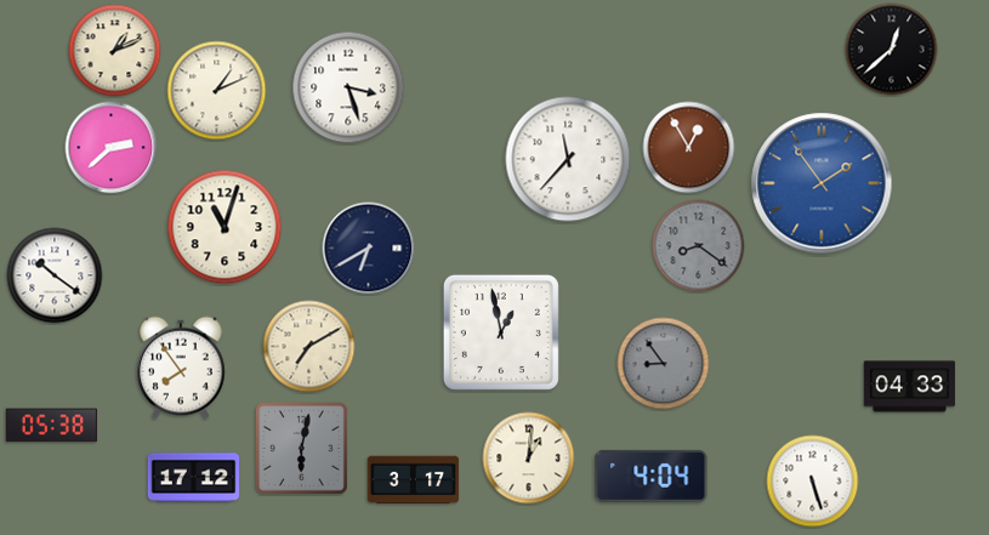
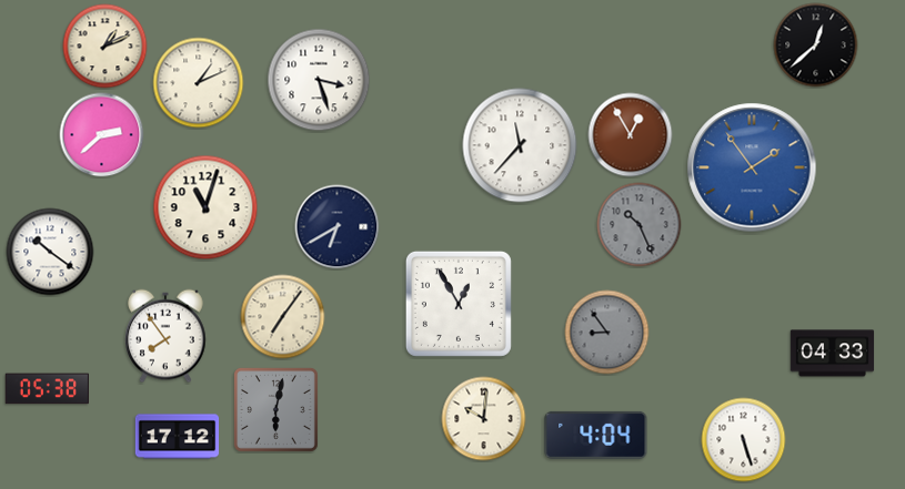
clock at (699, 246): 8:21 -> 10:26
clock at (501, 332): 12:58 -> 12:55
clock at (309, 347): 7:10 -> 7:06
clock at (529, 459): 1:01 -> 10:01
clock at (414, 480): 3:17 -> none
